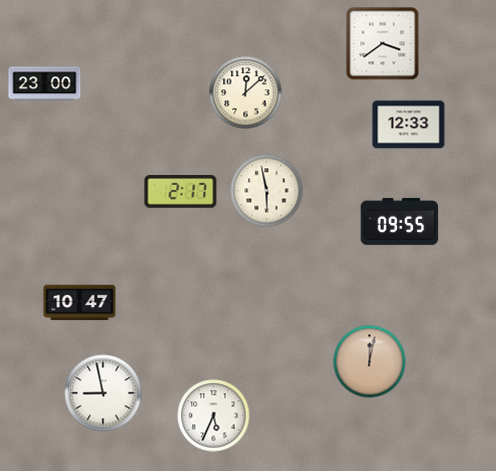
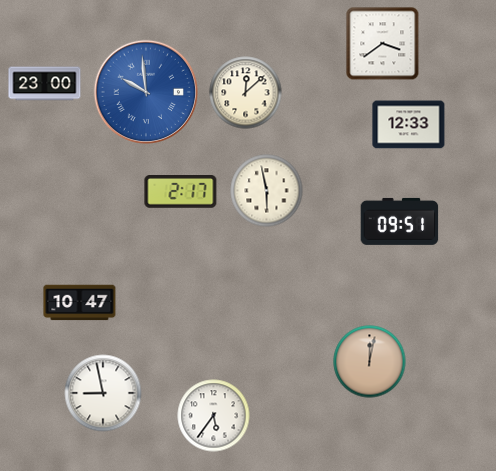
clock at (145, 91): none -> 9:59
clock at (400, 221): 09:55 -> 09:51
clock at (214, 416): 5:34 -> 5:36
